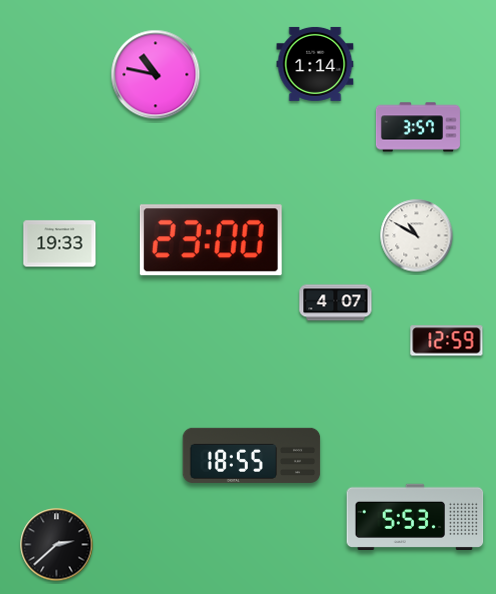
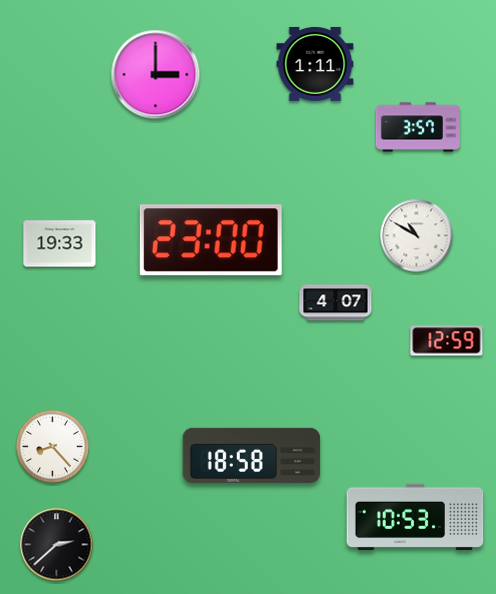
clock at (315, 64): 1:14 -> 1:11
clock at (156, 75): 10:47 -> 3:00
clock at (53, 447): none -> 8:23
clock at (252, 455): 18:55 -> 18:58
clock at (415, 516): 5:53 -> 10:53
